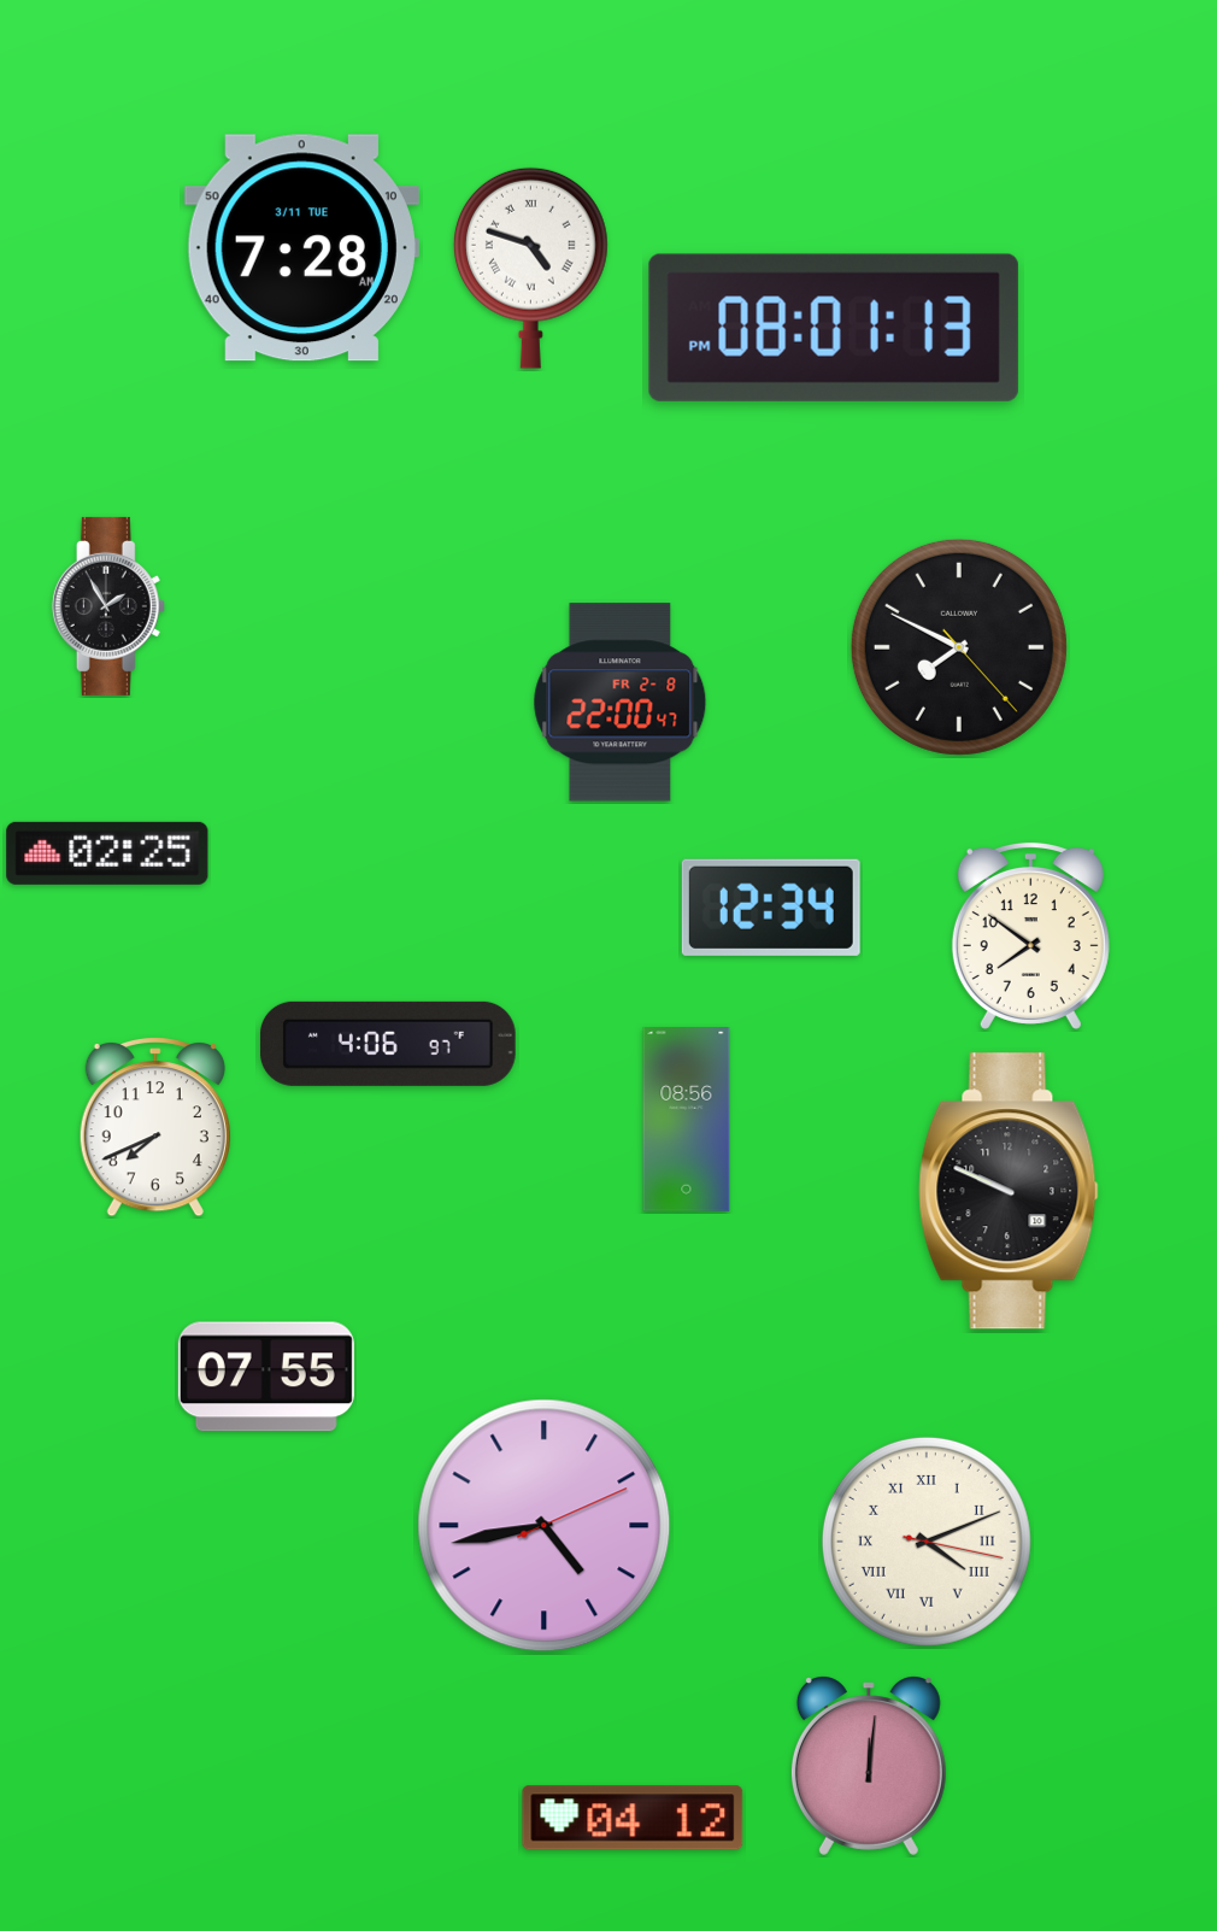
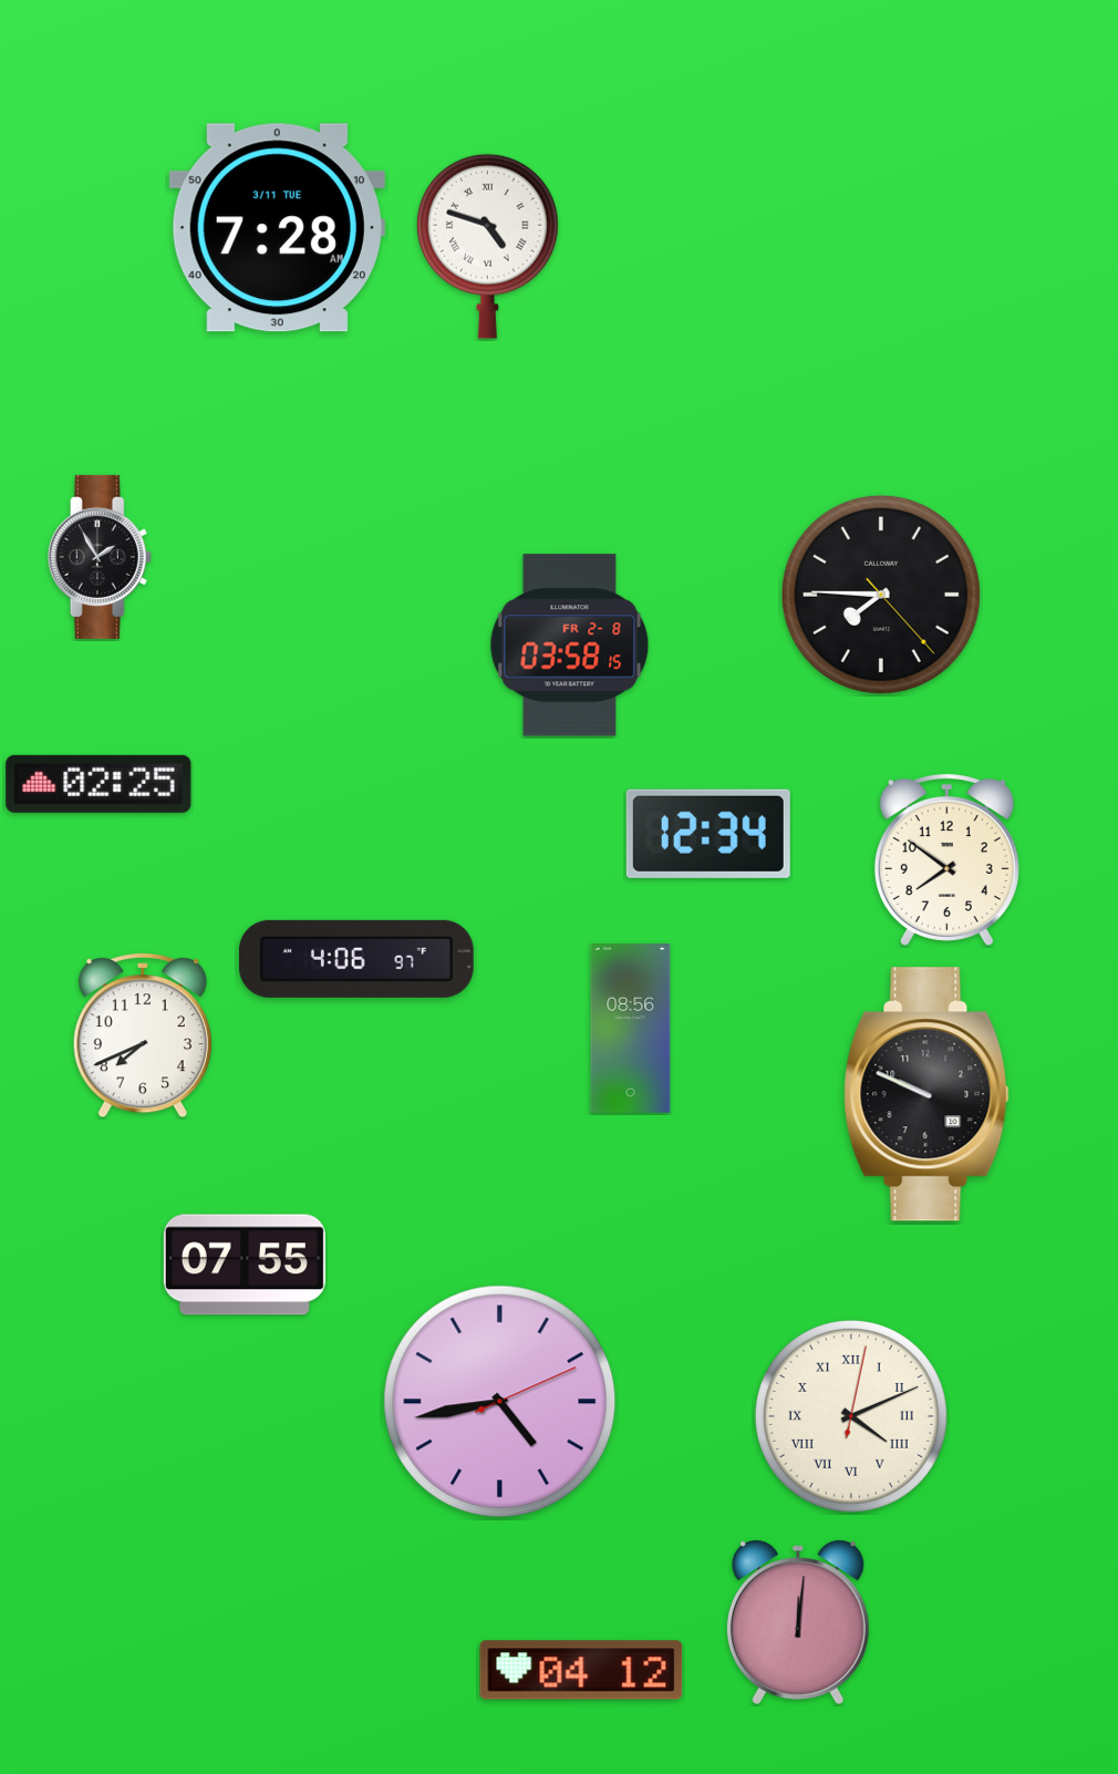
clock at (834, 328): 08:01 -> none
clock at (959, 647): 7:49 -> 7:45
clock at (621, 703): 22:00 -> 03:58
clock at (927, 1542): 4:11:17 -> 4:11:02
